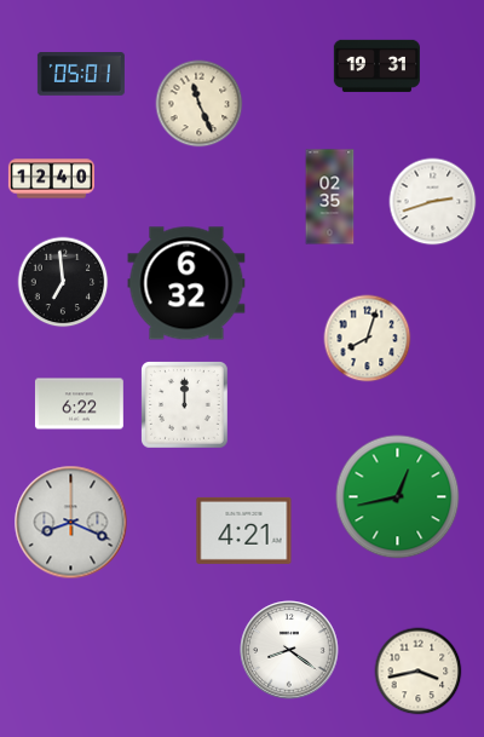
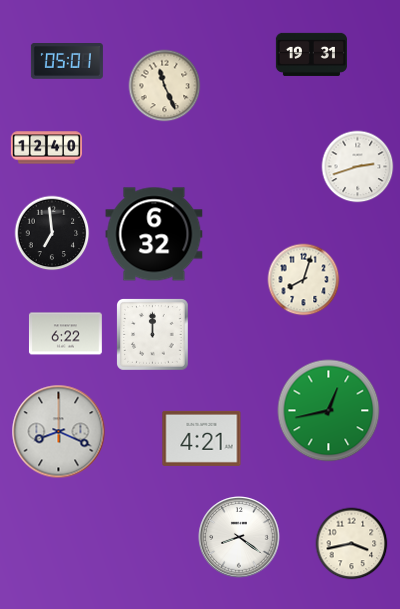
clock at (51, 179) position: (51, 179) -> (46, 148)
clock at (330, 197): 02:35 -> none
clock at (419, 672) position: (419, 672) -> (352, 544)
